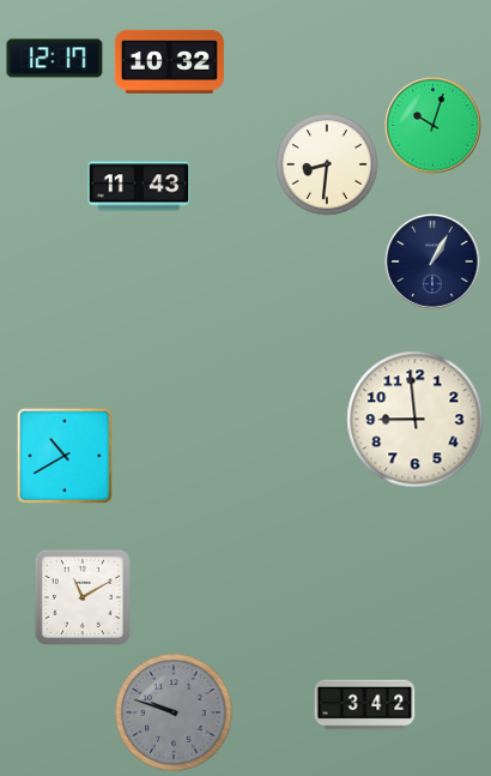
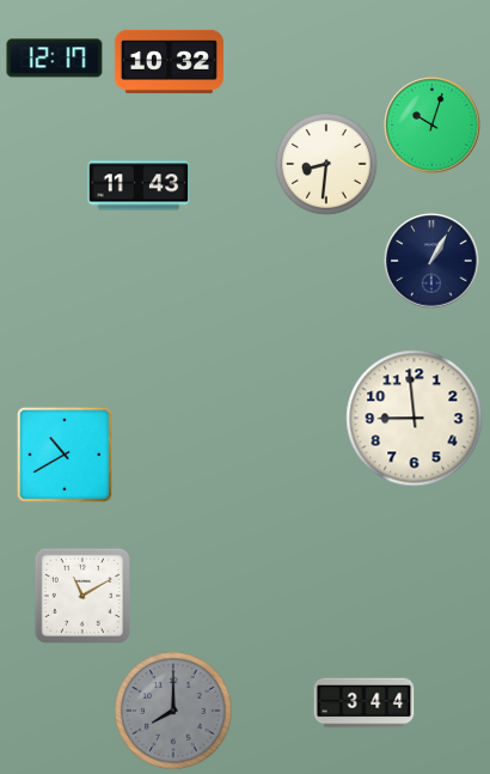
clock at (365, 705): 3:42 -> 3:44
clock at (174, 712): 9:48 -> 8:00
